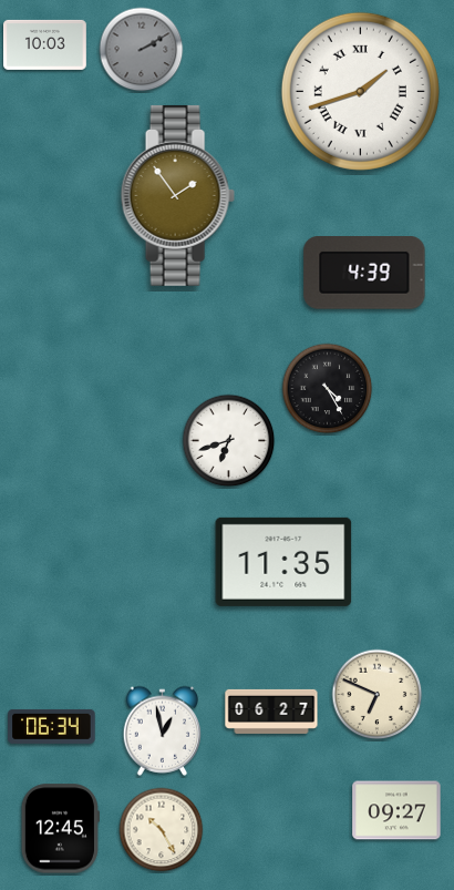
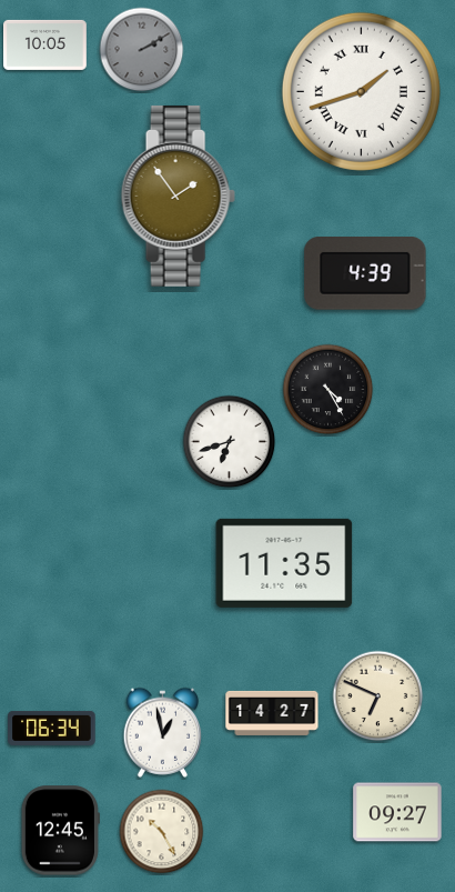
clock at (45, 44): 10:03 -> 10:05
clock at (271, 712): 06:27 -> 14:27
